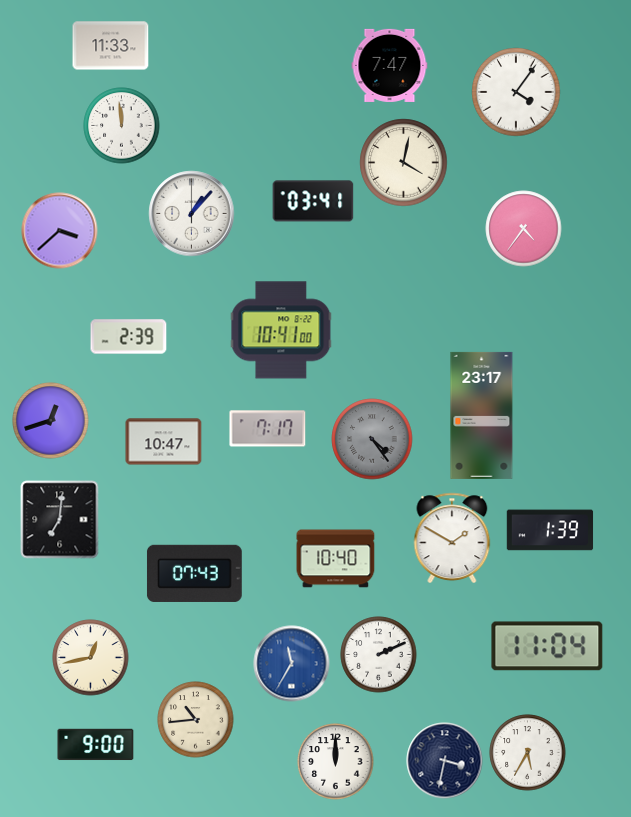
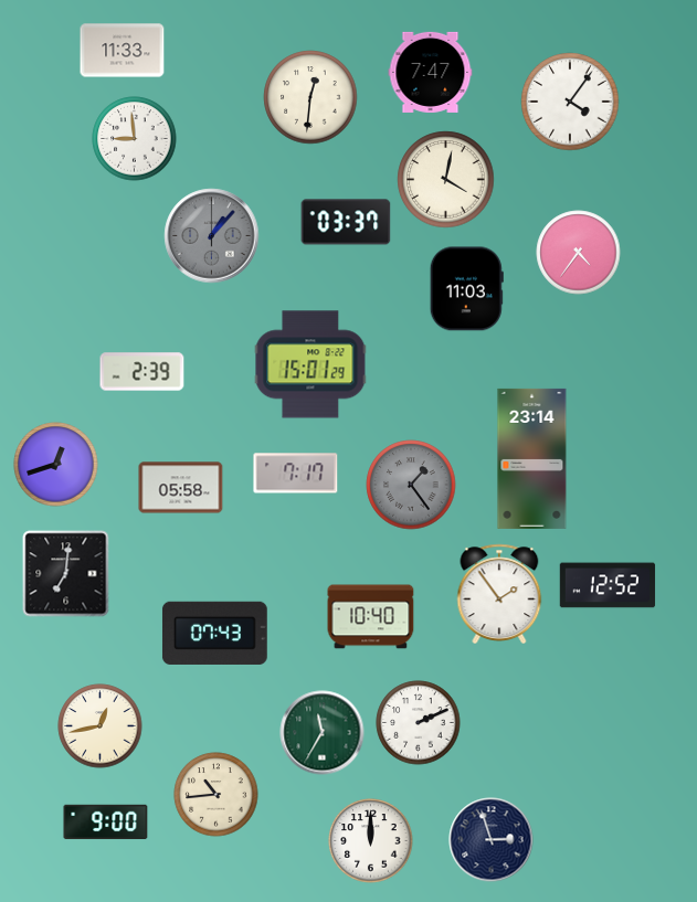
clock at (310, 97): none -> 12:31
clock at (122, 126): 11:59 -> 8:59
clock at (313, 201): 03:41 -> 03:37
clock at (192, 214) dial: white -> grey
clock at (60, 231): 3:38 -> none
clock at (466, 289): none -> 11:03
clock at (281, 330): 10:41 -> 15:01
clock at (482, 415): 23:17 -> 23:14
clock at (372, 439): 4:24 -> 1:24
clock at (164, 442): 10:47 -> 05:58
clock at (550, 530): 1:39 -> 12:52
clock at (452, 537): 1:50 -> 1:54
clock at (547, 646): 11:04 -> none
clock at (292, 664) dial: blue -> green
clock at (528, 753): 5:35 -> none
clock at (445, 761): 3:32 -> 2:57
